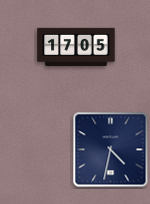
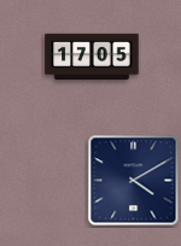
clock at (111, 150): 4:32 -> 4:10
